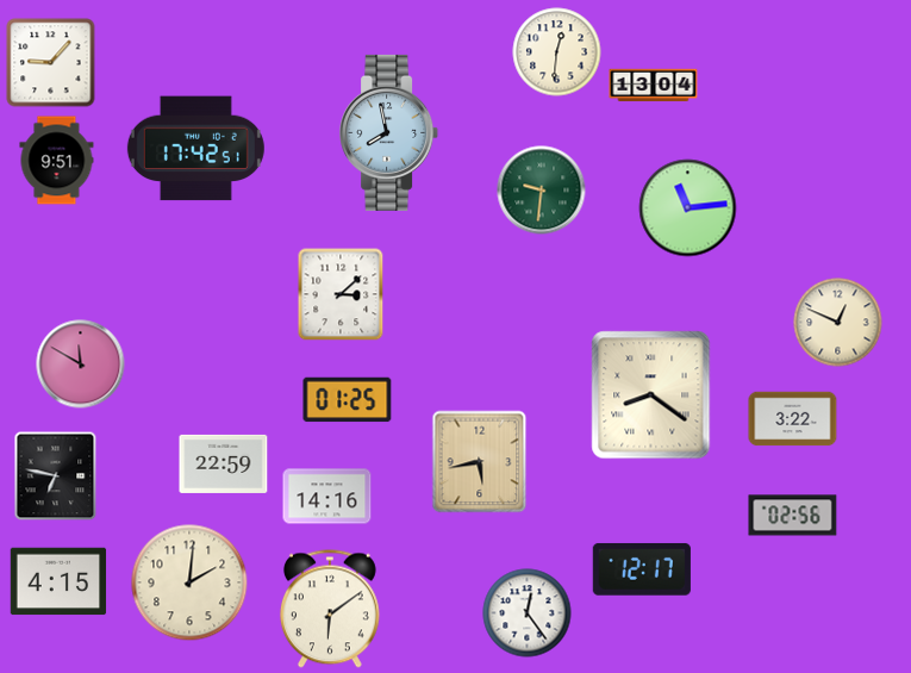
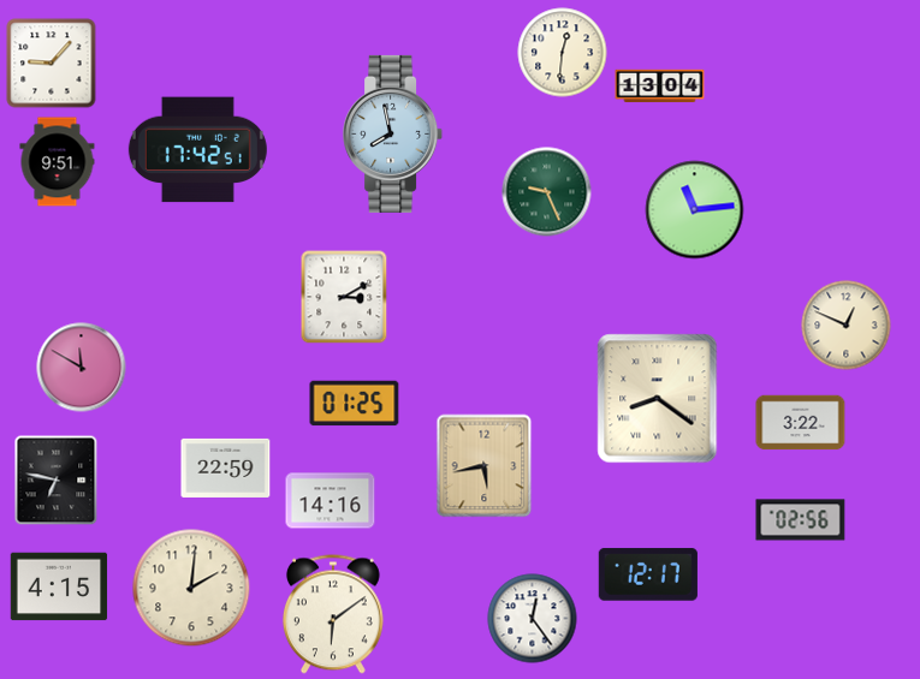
clock at (542, 191): 9:31 -> 9:26
clock at (341, 294): 3:08 -> 3:10
clock at (348, 400) position: (348, 400) -> (355, 404)
